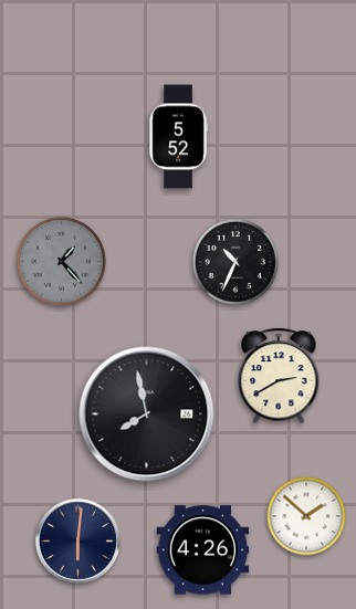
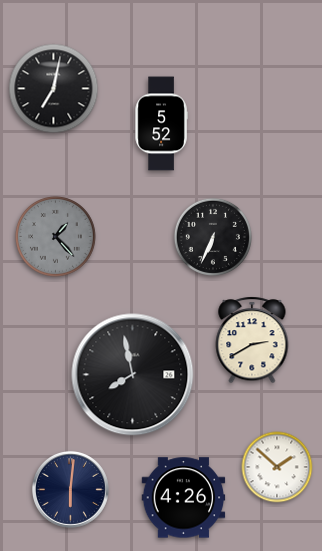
clock at (54, 89): none -> 7:02
clock at (235, 262): 10:34 -> 6:34
